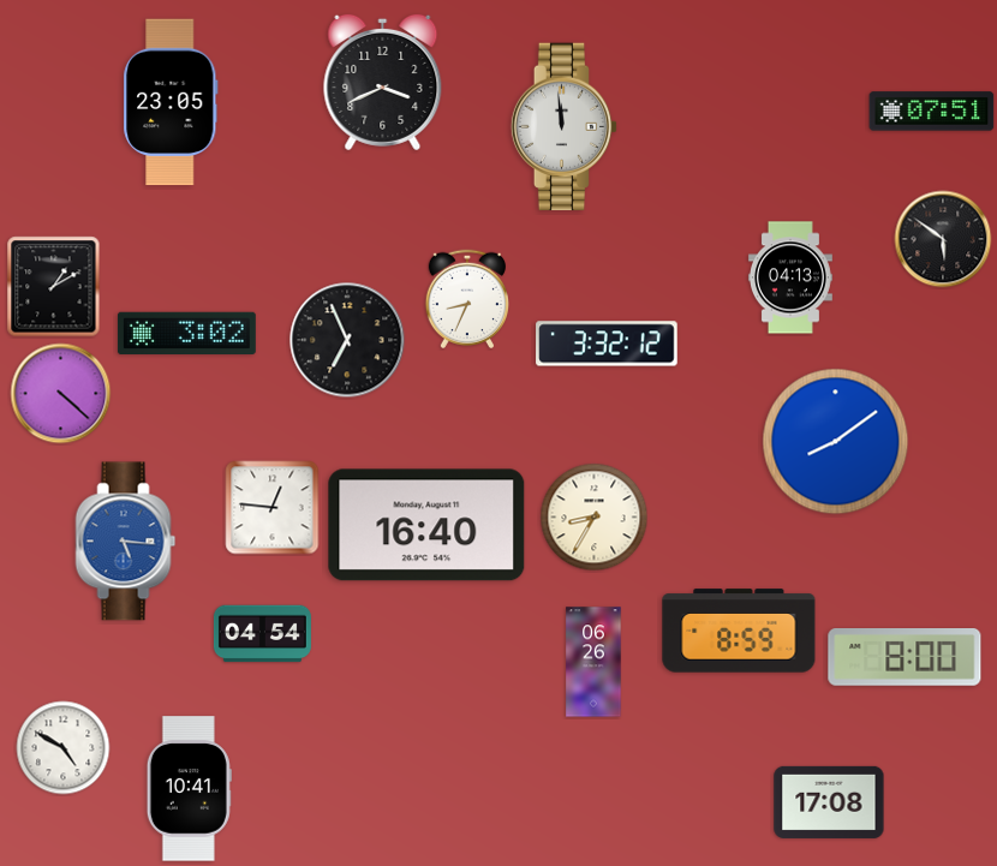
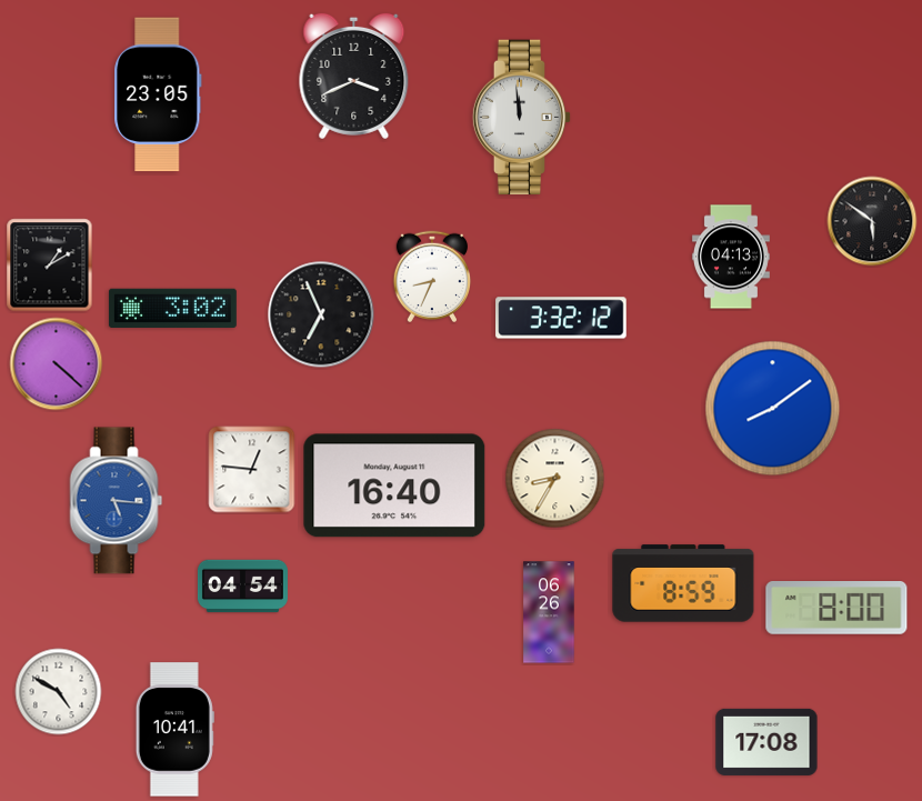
clock at (932, 112): 07:51 -> none
clock at (595, 518) position: (595, 518) -> (555, 479)
